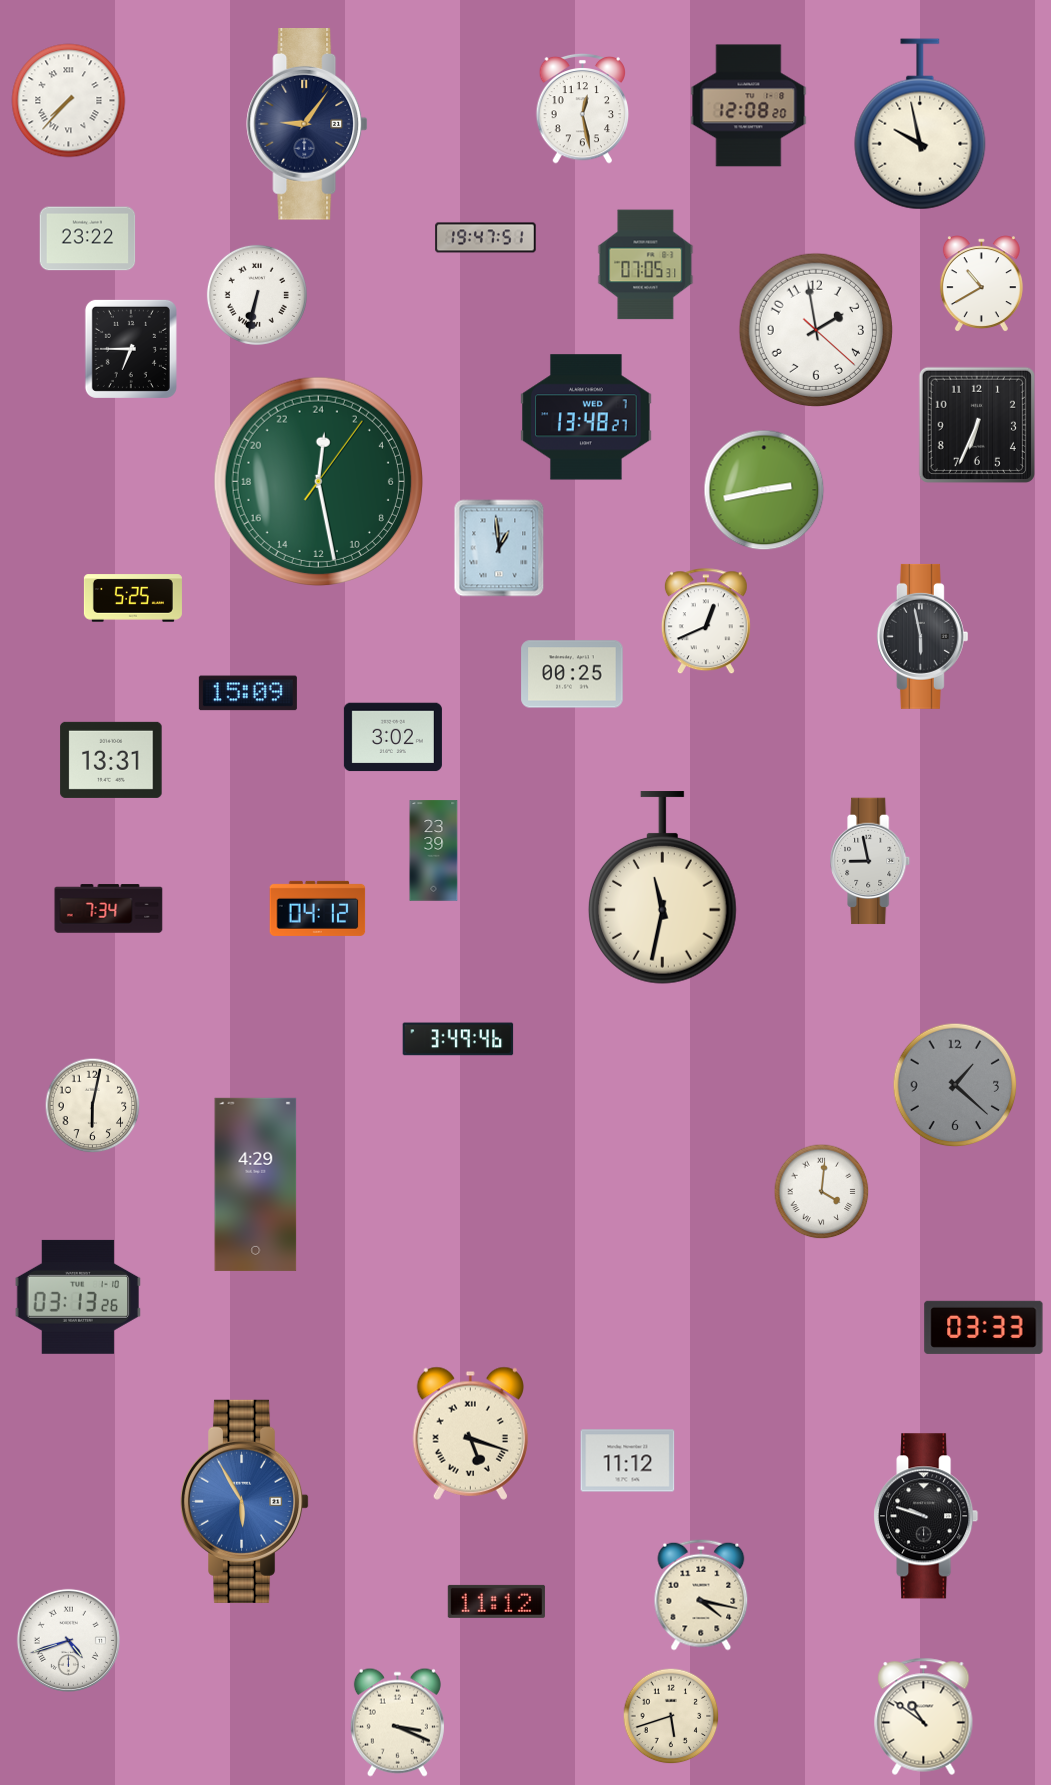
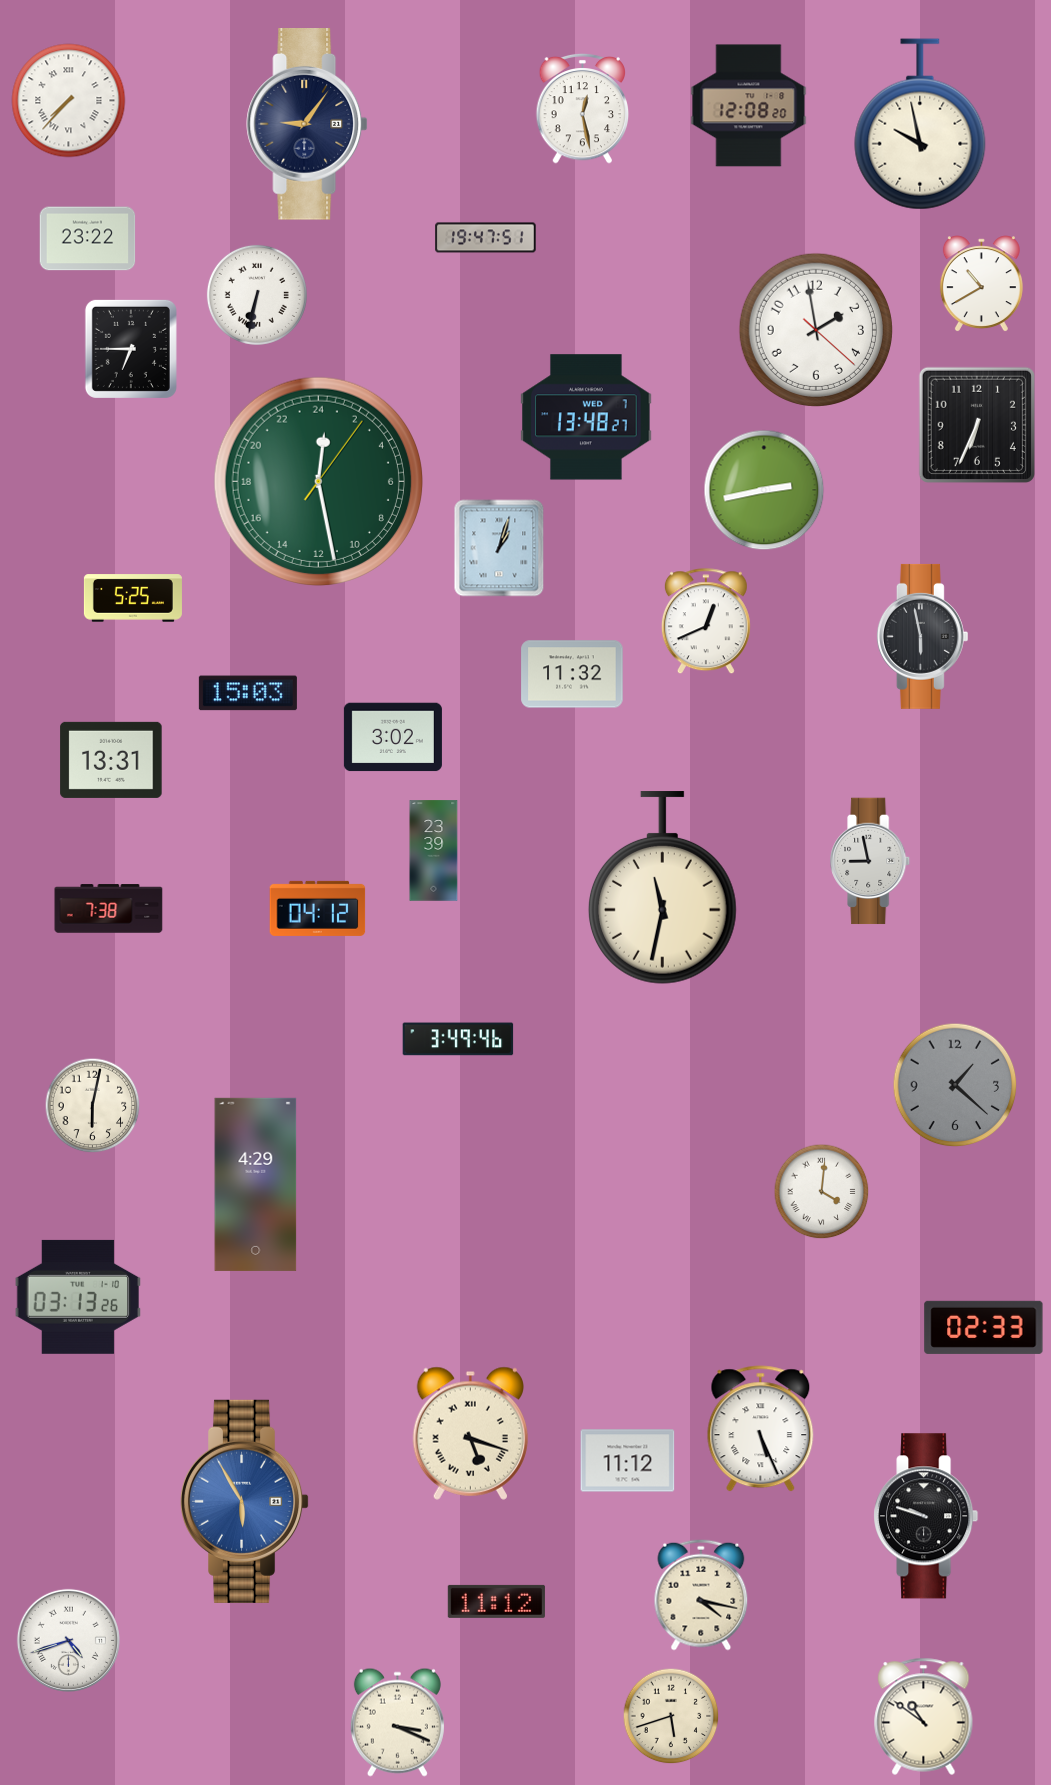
clock at (646, 265): 07:05 -> none
clock at (499, 548): 12:59 -> 1:03
clock at (572, 674): 00:25 -> 11:32
clock at (248, 693): 15:09 -> 15:03
clock at (109, 909): 7:34 -> 7:38
clock at (984, 1327): 03:33 -> 02:33
clock at (761, 1429): none -> 5:26
